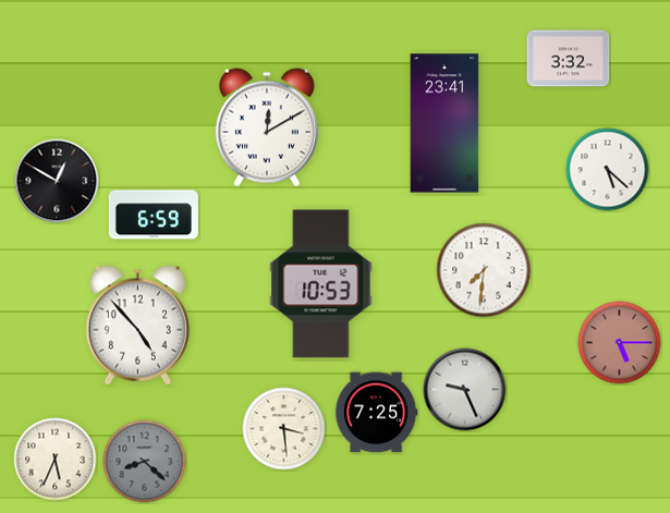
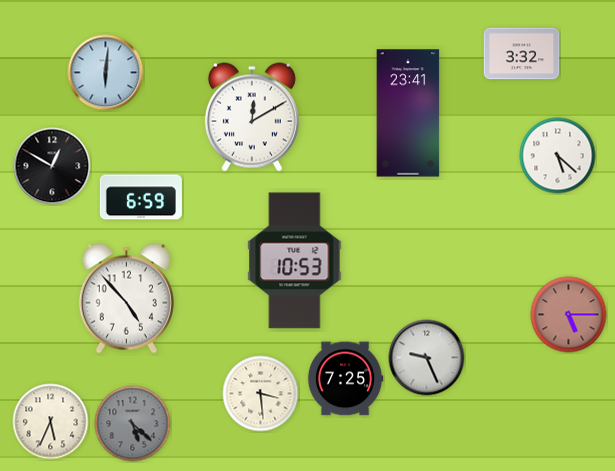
clock at (106, 73): none -> 6:01
clock at (267, 127) position: (267, 127) -> (252, 117)
clock at (484, 270): 7:31 -> none
clock at (145, 462): 8:22 -> 5:22
